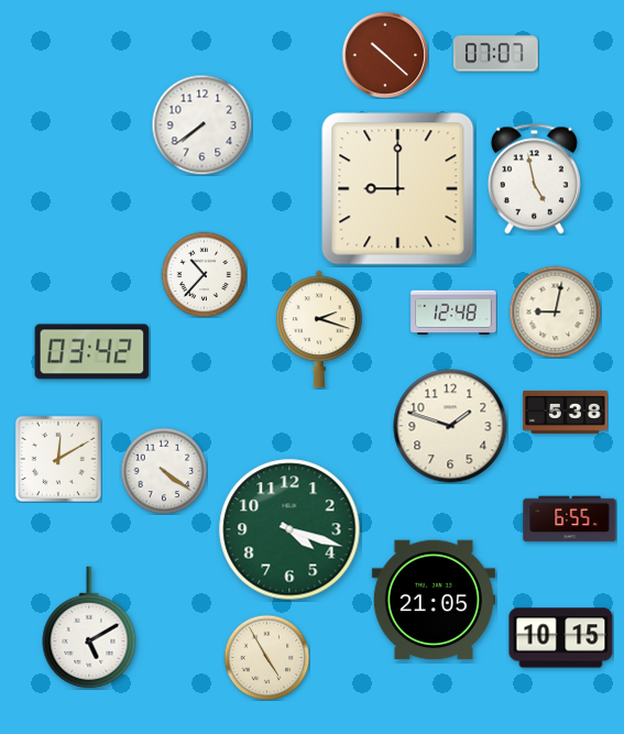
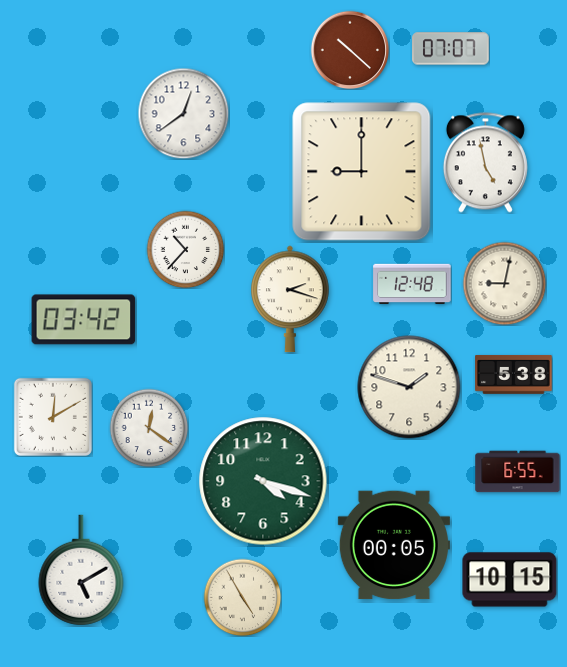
clock at (201, 124): 7:39 -> 12:39
clock at (164, 471): 4:21 -> 12:21
clock at (434, 600): 21:05 -> 00:05
